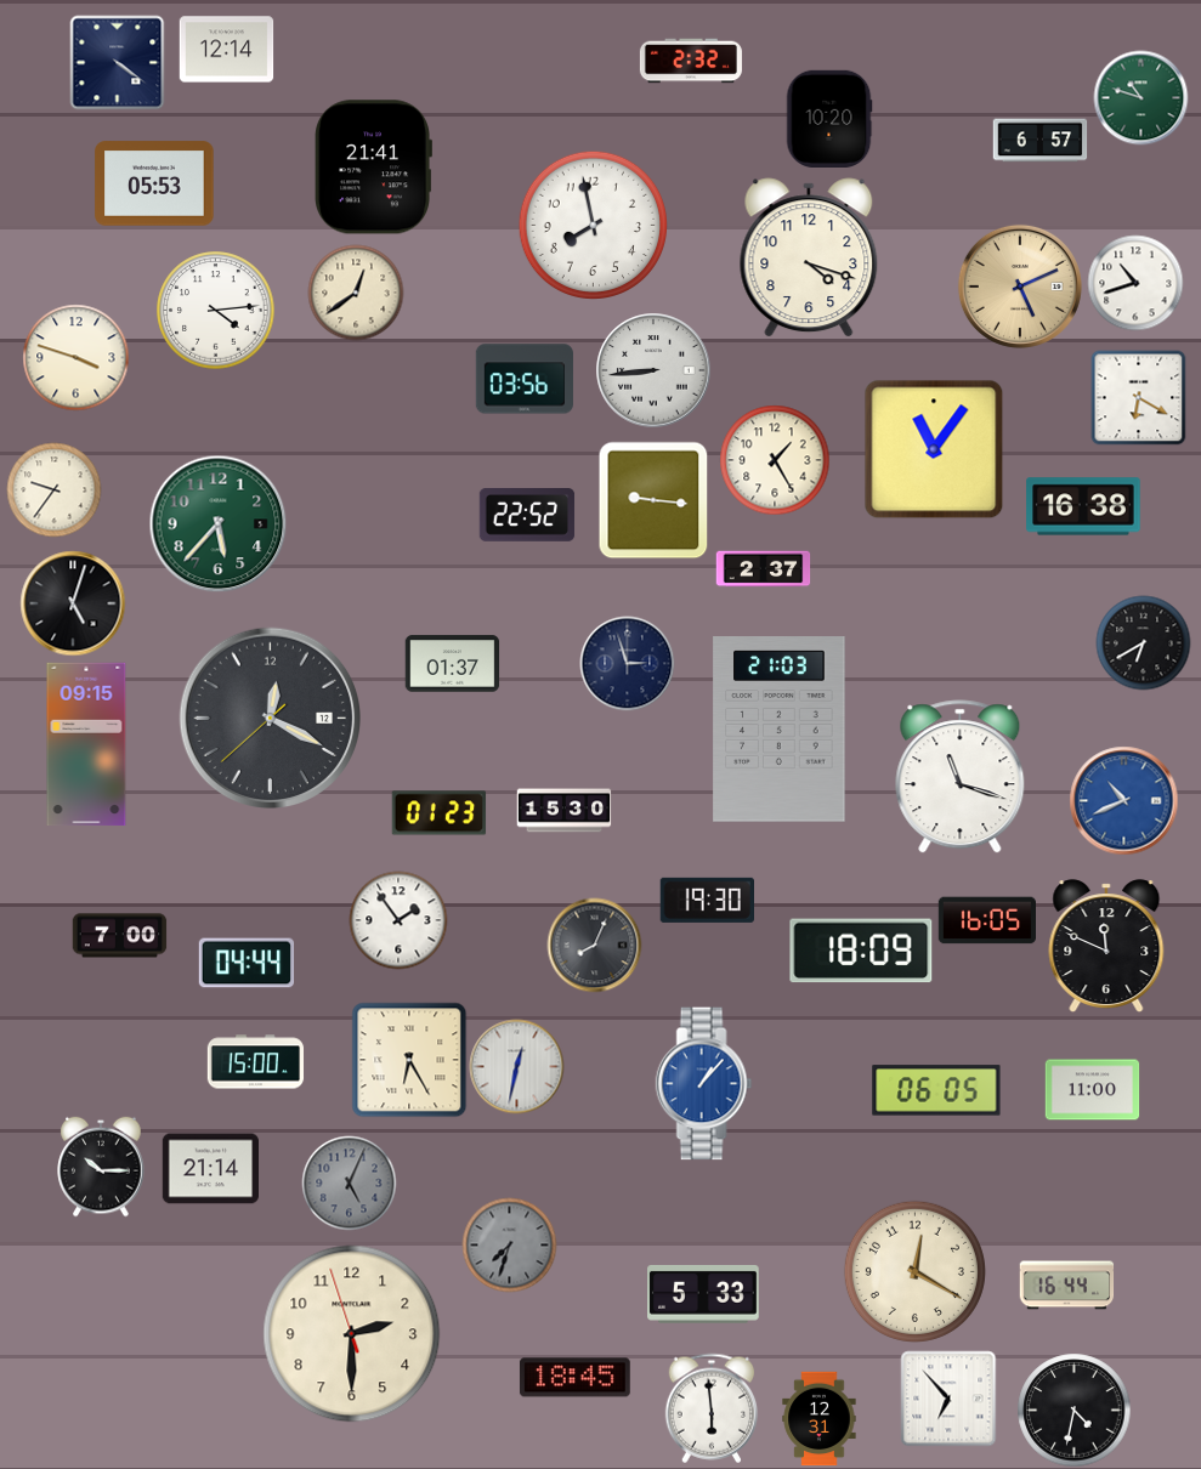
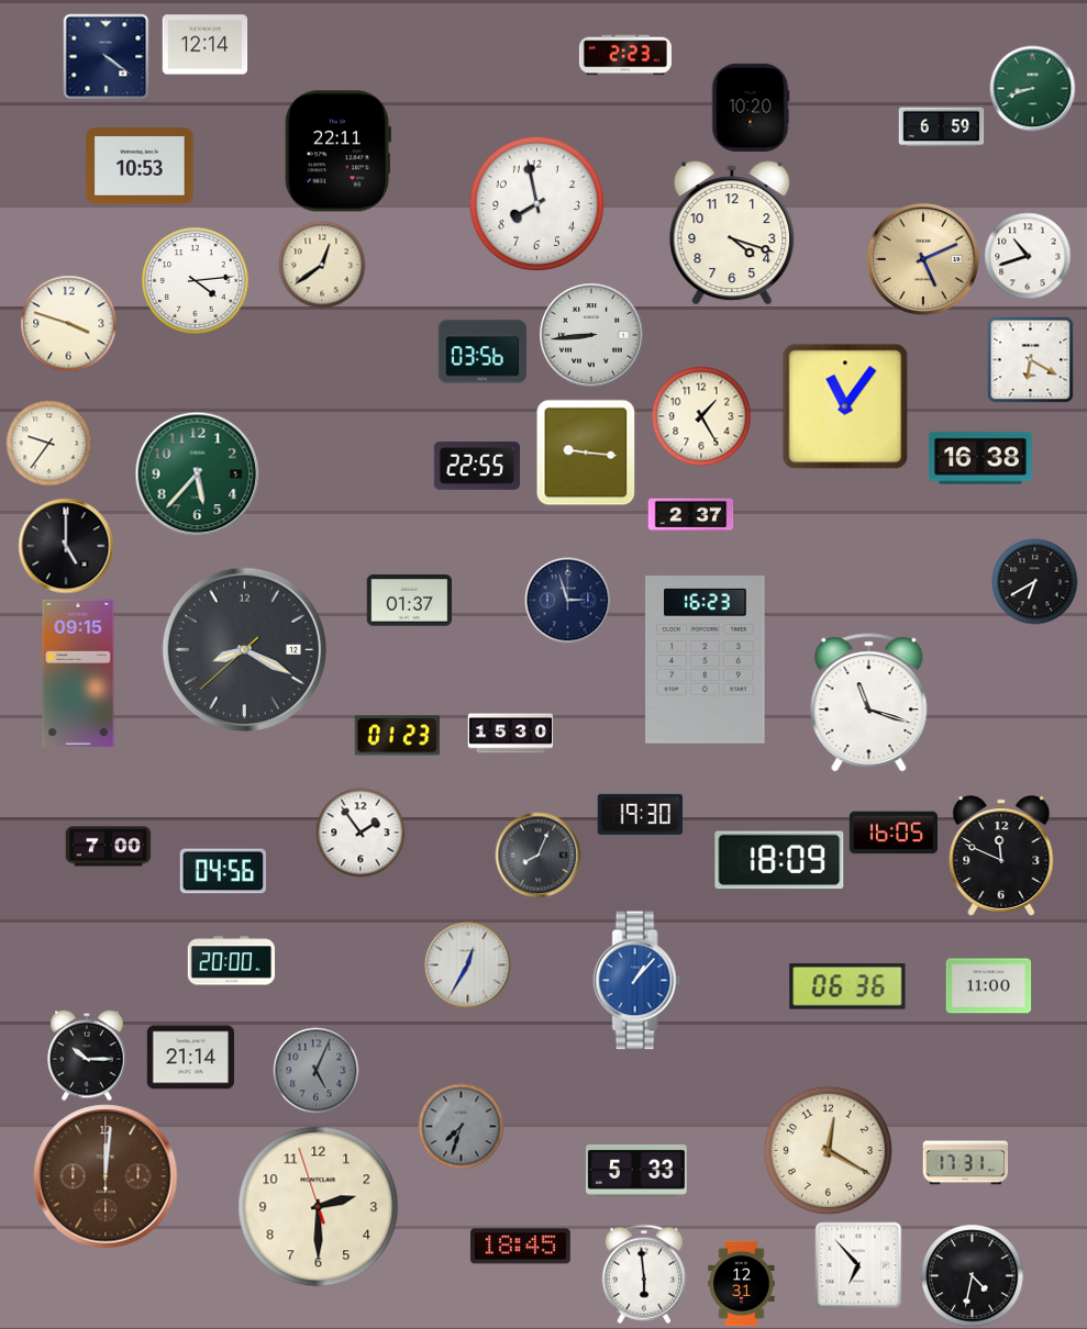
clock at (691, 61): 2:32 -> 2:23
clock at (1140, 97): 10:48 -> 8:42
clock at (1039, 141): 6:57 -> 6:59
clock at (373, 168): 21:41 -> 22:11
clock at (154, 183): 05:53 -> 10:53
clock at (523, 379) position: (523, 379) -> (481, 351)
clock at (653, 500) position: (653, 500) -> (586, 453)
clock at (527, 516): 22:52 -> 22:55
clock at (73, 603): 5:03 -> 5:00
clock at (271, 719): 12:19 -> 8:19
clock at (780, 730): 21:03 -> 16:23
clock at (1123, 800): 10:41 -> none
clock at (247, 963): 04:44 -> 04:56
clock at (409, 1060): 6:25 -> none
clock at (255, 1062): 15:00 -> 20:00
clock at (516, 1066): 12:32 -> 12:35
clock at (936, 1090): 06:05 -> 06:36
clock at (101, 1167) position: (101, 1167) -> (87, 1056)
clock at (1066, 1286): 16:44 -> 17:31
clock at (106, 1176): none -> 12:01
